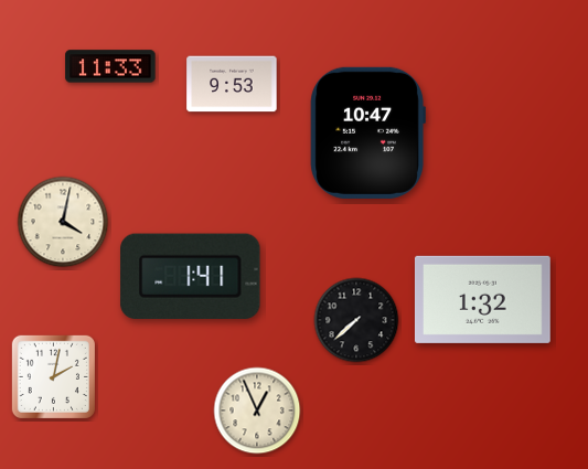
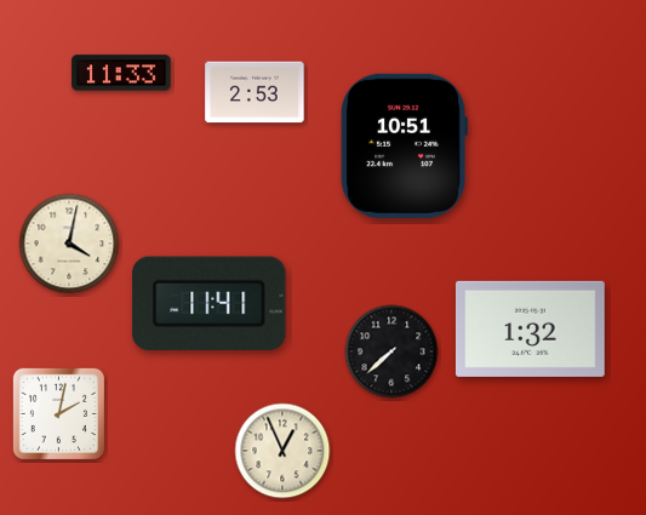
clock at (232, 84): 9:53 -> 2:53
clock at (367, 132): 10:47 -> 10:51
clock at (191, 276): 1:41 -> 11:41
